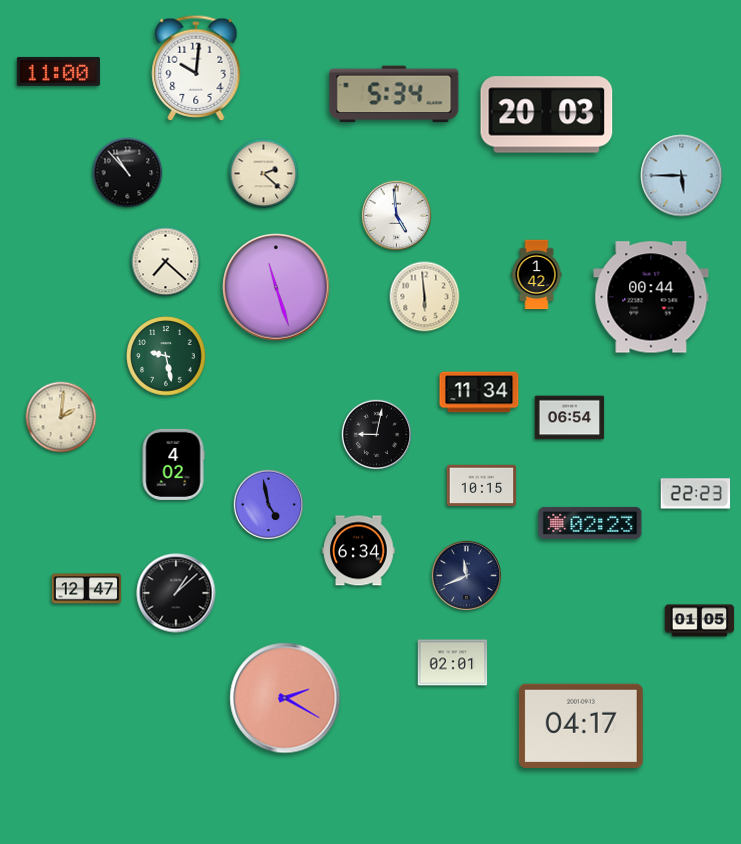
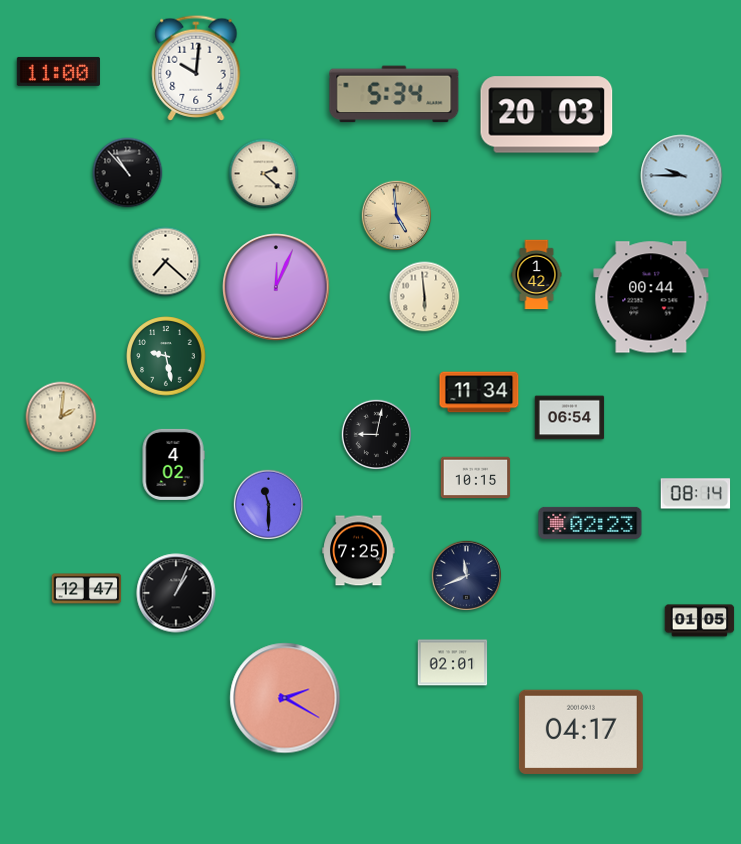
clock at (682, 176): 5:45 -> 9:45
clock at (396, 215) dial: white -> champagne
clock at (276, 287): 11:27 -> 12:04
clock at (482, 486) position: (482, 486) -> (476, 478)
clock at (696, 494): 22:23 -> 08:14
clock at (268, 504): 4:58 -> 11:30
clock at (359, 551): 6:34 -> 7:25
clock at (176, 593): 1:08 -> 1:04
clock at (581, 726) position: (581, 726) -> (581, 732)
